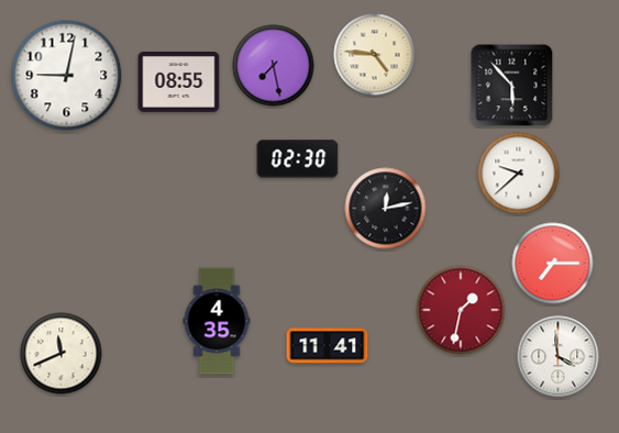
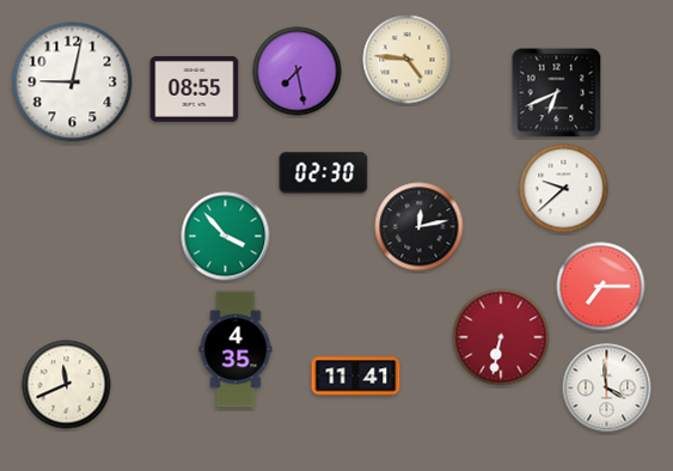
clock at (512, 86): 5:53 -> 6:41
clock at (226, 237): none -> 3:53
clock at (461, 310): 1:32 -> 6:32
